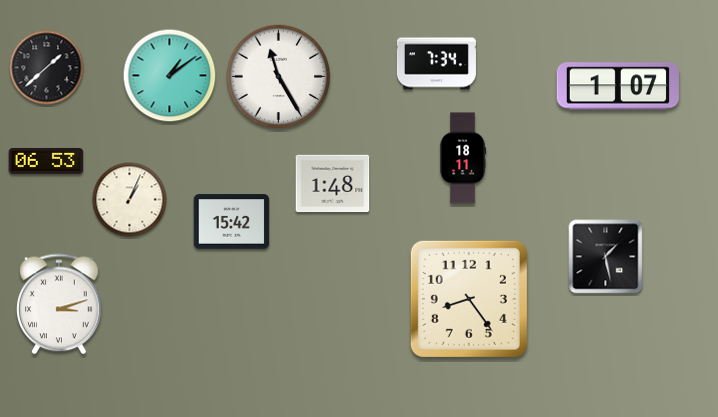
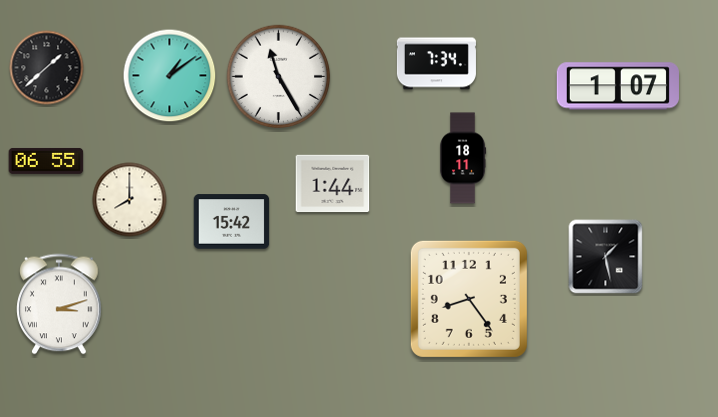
clock at (46, 161): 06:53 -> 06:55
clock at (333, 184): 1:48 -> 1:44
clock at (130, 200): 1:04 -> 8:00
